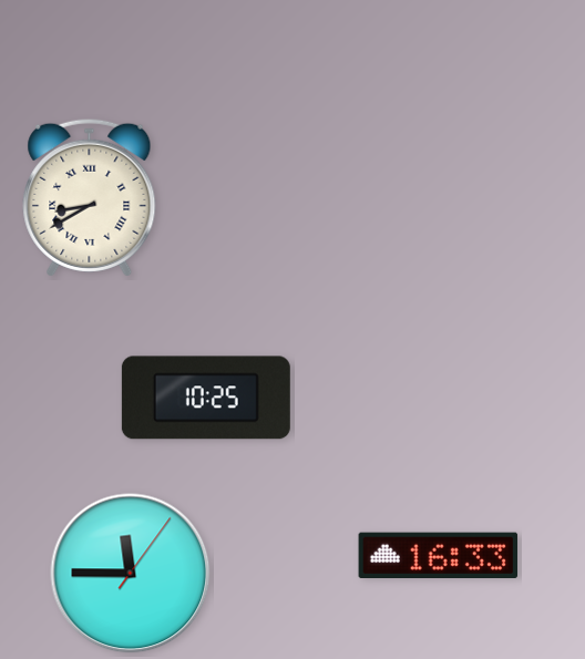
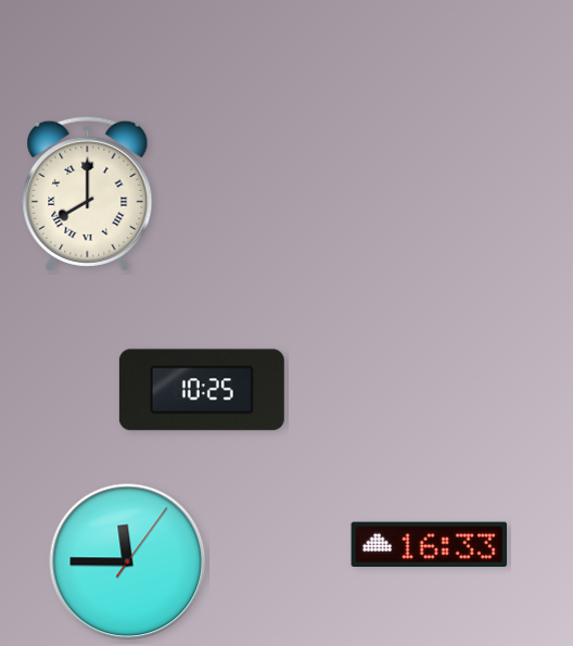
clock at (90, 197): 8:40 -> 8:00
